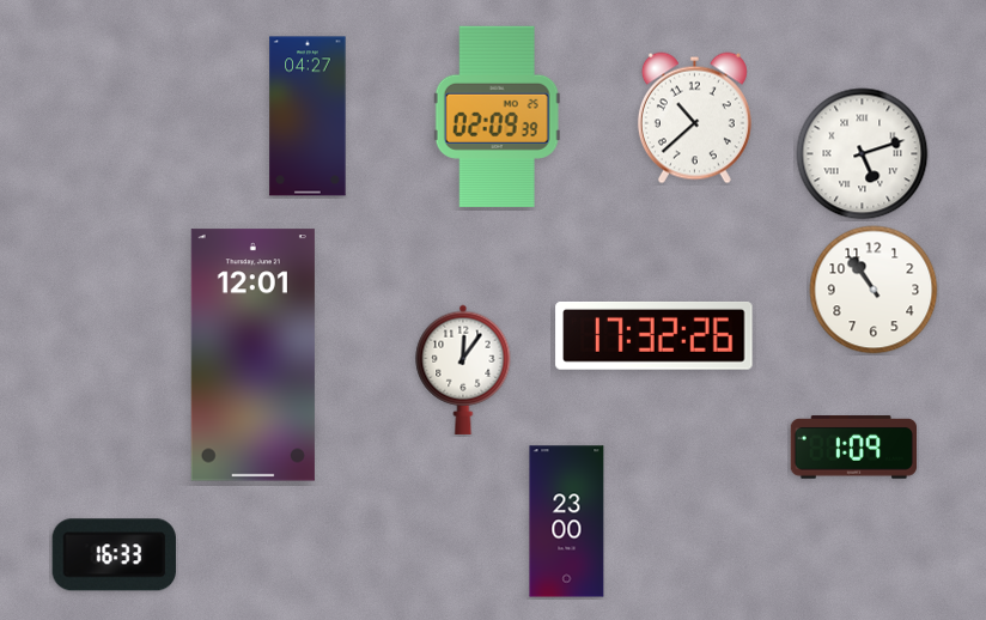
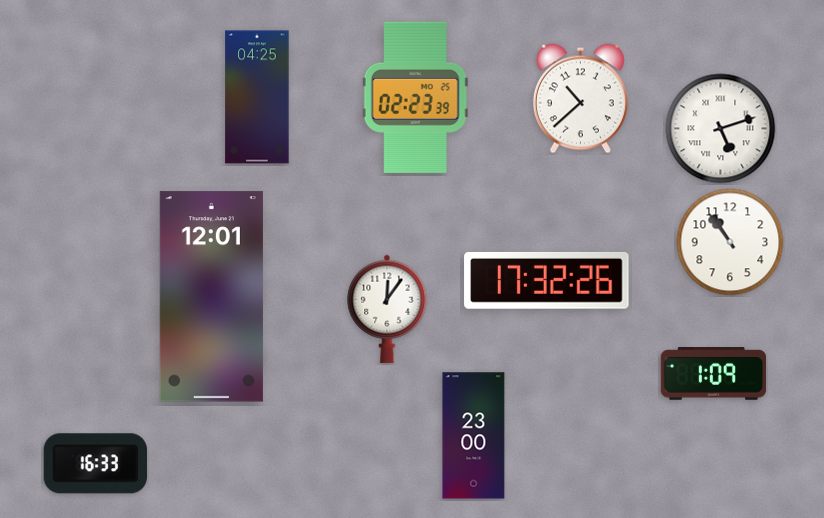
clock at (308, 116): 04:27 -> 04:25
clock at (497, 116): 02:09 -> 02:23
